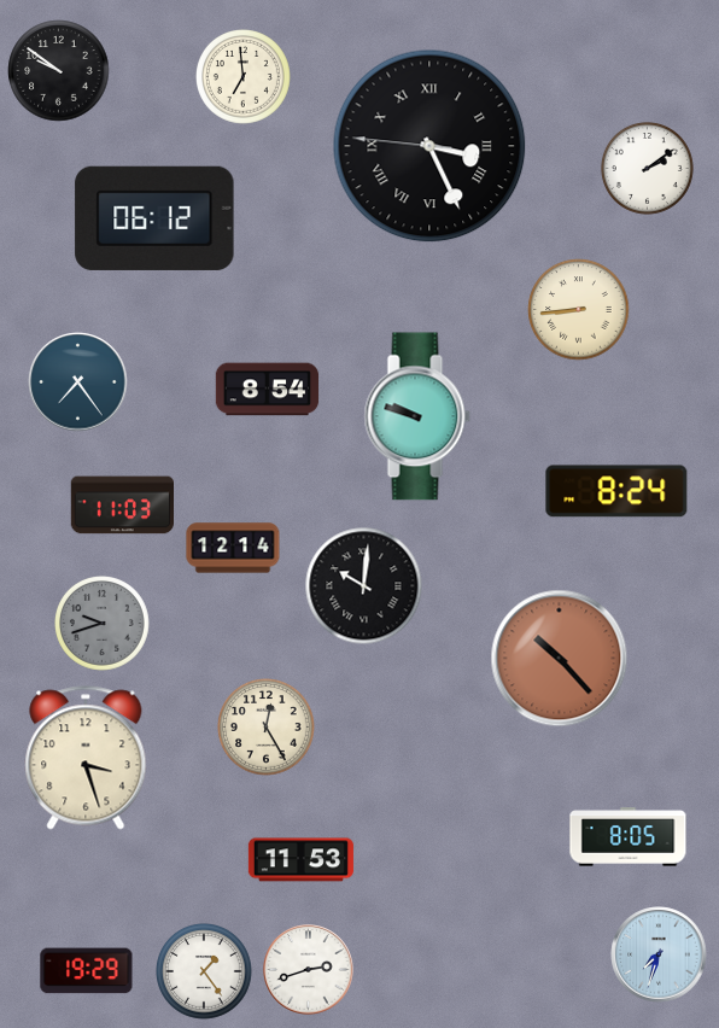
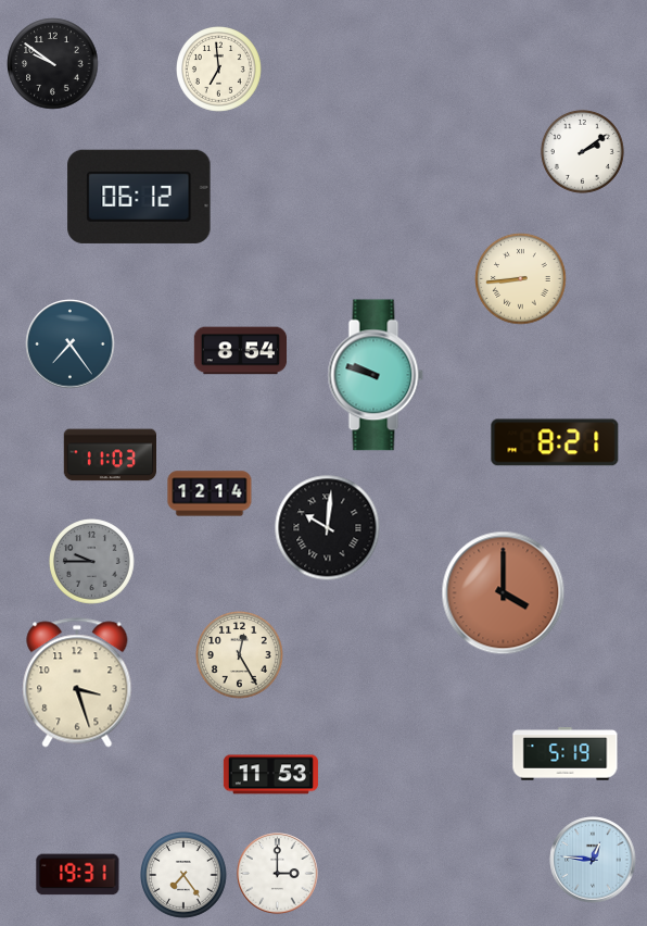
clock at (429, 146): 3:25 -> none
clock at (616, 491): 8:24 -> 8:21
clock at (103, 624): 9:42 -> 9:45
clock at (560, 659): 10:23 -> 4:00
clock at (629, 837): 8:05 -> 5:19
clock at (659, 954): 7:33 -> 12:46
clock at (309, 970): 2:42 -> 3:00
clock at (87, 971): 19:29 -> 19:31
clock at (204, 971): 1:24 -> 7:24
